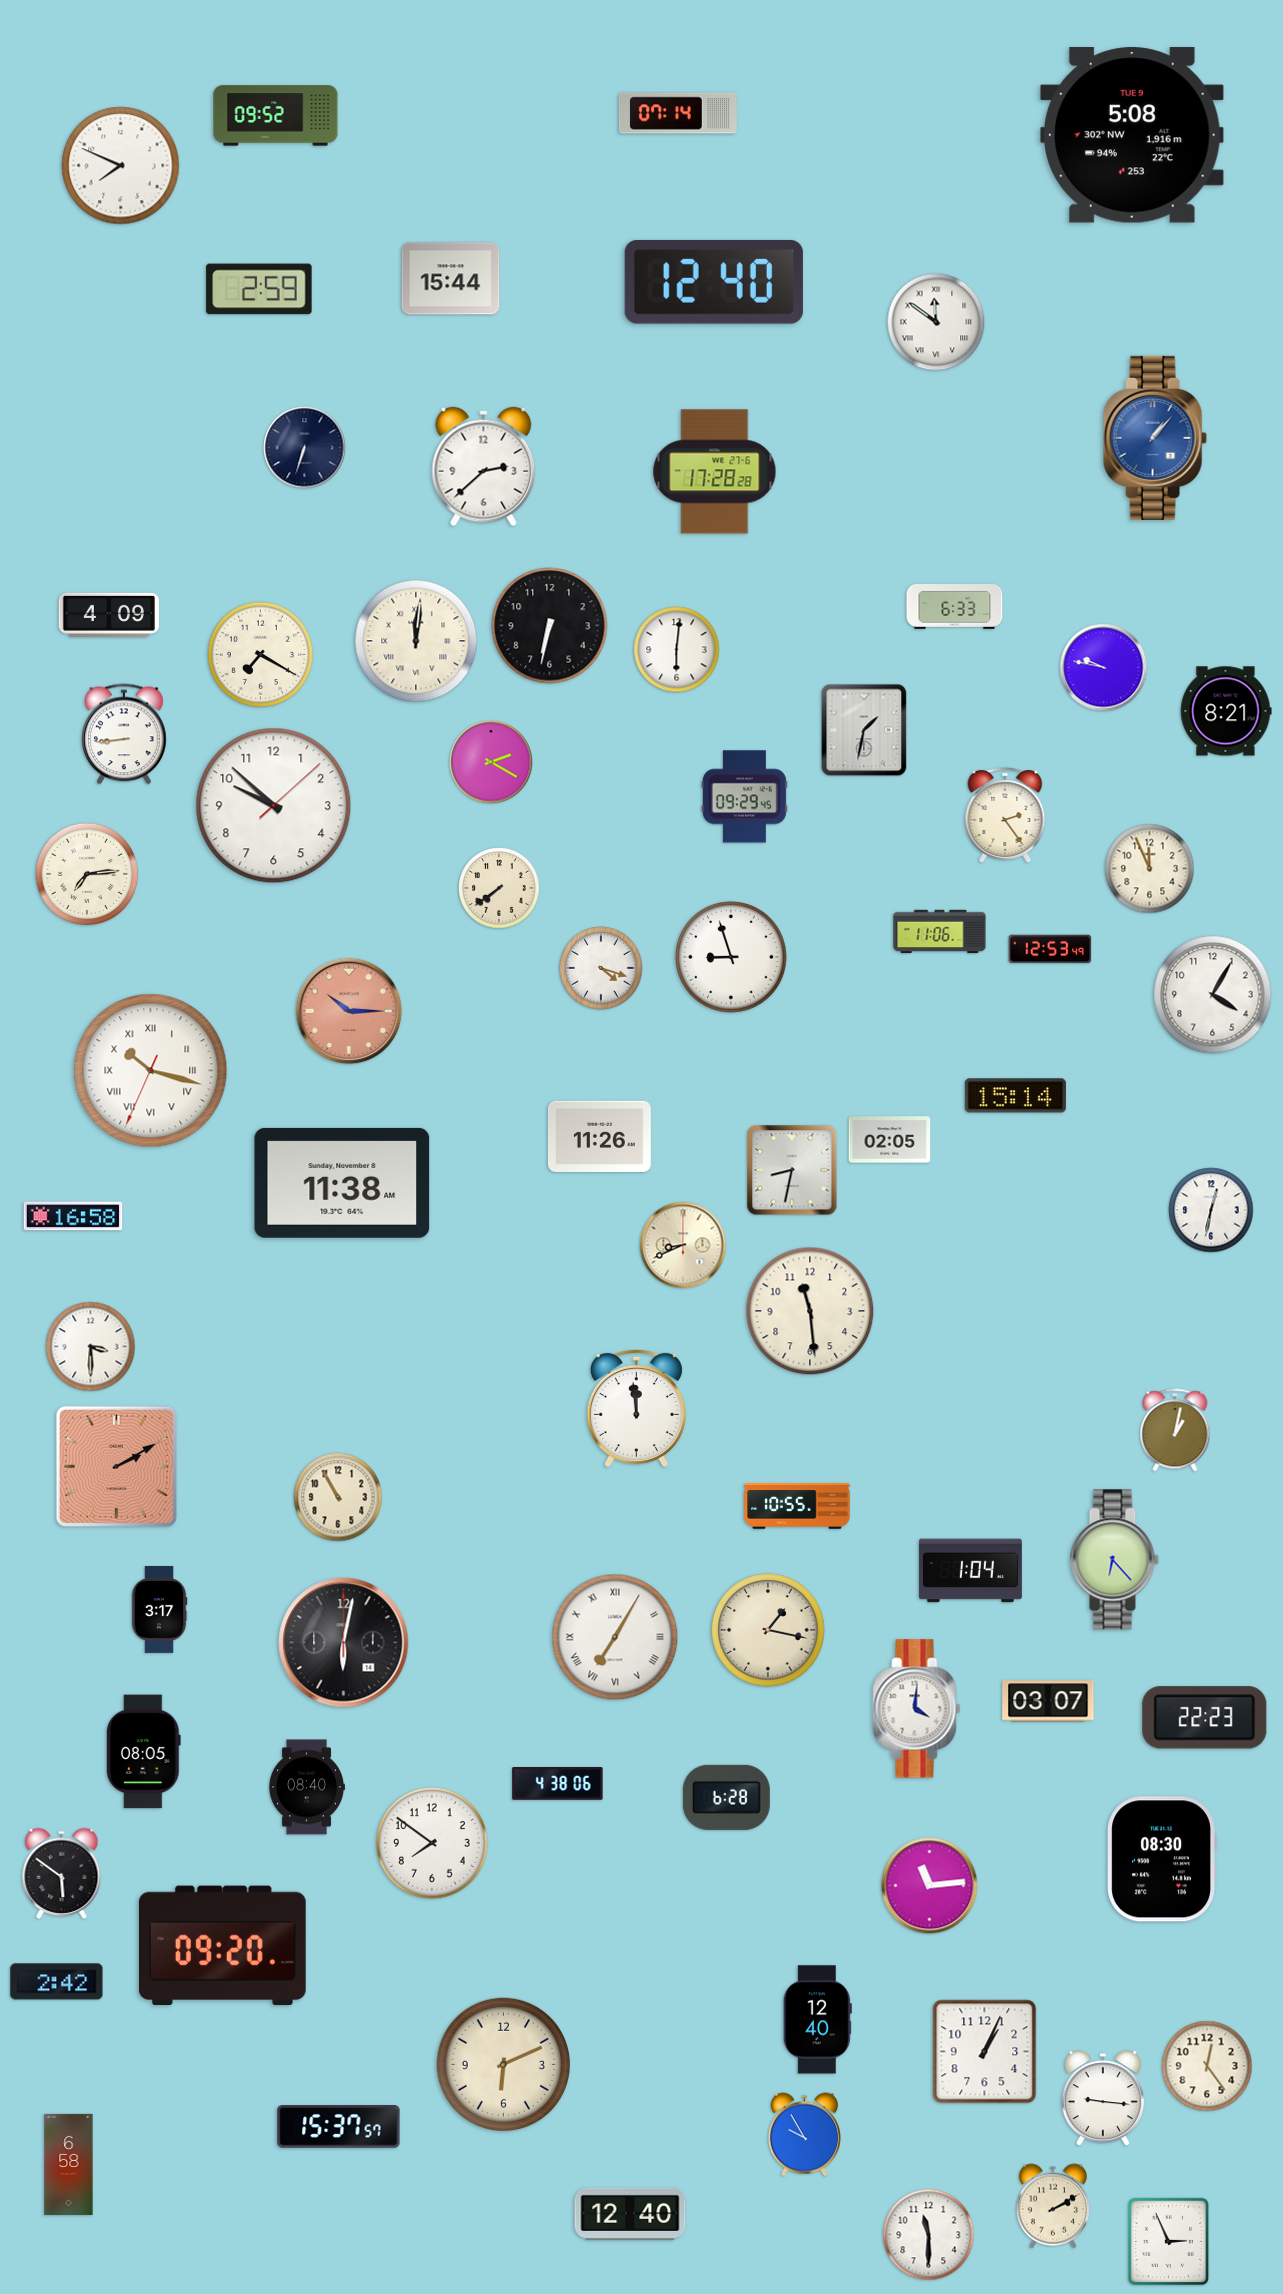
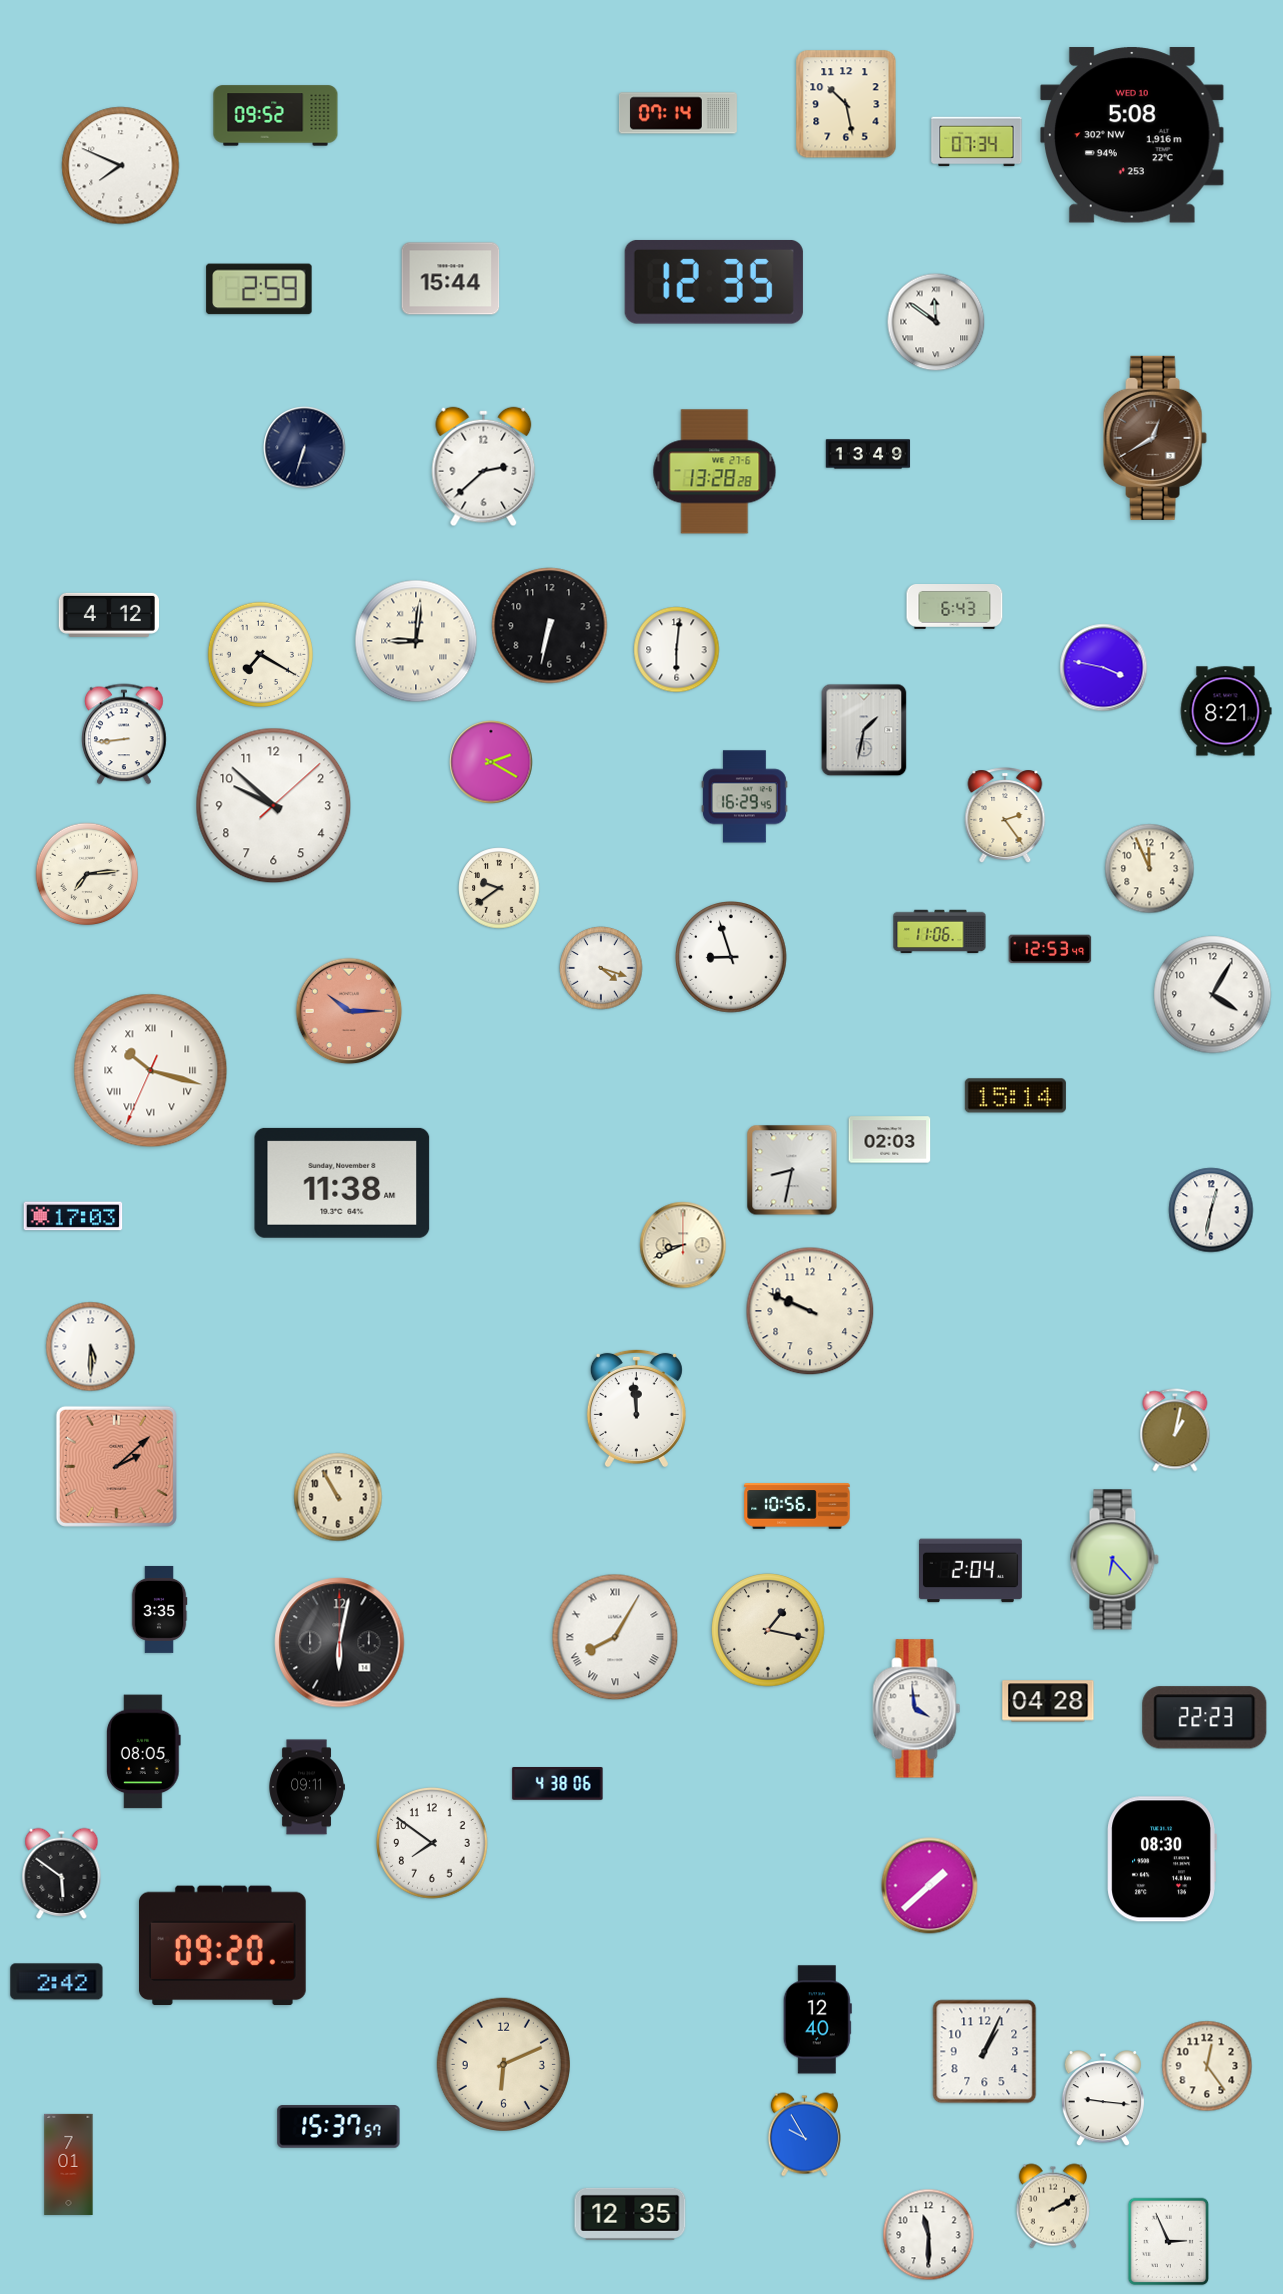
clock at (846, 104): none -> 10:28
clock at (1132, 135) date: TUE 9 -> WED 10
clock at (977, 142): none -> 07:34
clock at (714, 282): 12:40 -> 12:35
clock at (1155, 438): 1:07 -> 12:40
clock at (1155, 438) dial: blue -> brown
clock at (868, 454): none -> 13:49
clock at (715, 472): 17:28 -> 13:28
clock at (955, 607): 6:33 -> 6:43
clock at (108, 615): 4:09 -> 4:12
clock at (416, 641): 12:01 -> 9:01
clock at (1104, 668): 9:47 -> 3:47
clock at (744, 797): 09:29 -> 16:29
clock at (499, 888): 7:39 -> 9:39
clock at (599, 1137): 11:26 -> none
clock at (890, 1140): 02:05 -> 02:03
clock at (73, 1216): 16:58 -> 17:03
clock at (810, 1311): 11:29 -> 9:49
clock at (91, 1347): 3:30 -> 5:30
clock at (116, 1466): 2:10 -> 2:08
clock at (797, 1506): 10:55 -> 10:56
clock at (970, 1571): 1:04 -> 2:04
clock at (159, 1609): 3:17 -> 3:35
clock at (615, 1637): 7:05 -> 8:05
clock at (344, 1643) position: (344, 1643) -> (340, 1643)
clock at (1048, 1701): 03:07 -> 04:28
clock at (917, 1709): 4:01 -> 3:59
clock at (307, 1787): 08:40 -> 09:11
clock at (726, 1797): 6:28 -> none
clock at (930, 1886): 11:14 -> 1:38
clock at (69, 2164): 6:58 -> 7:01
clock at (630, 2214): 12:40 -> 12:35
